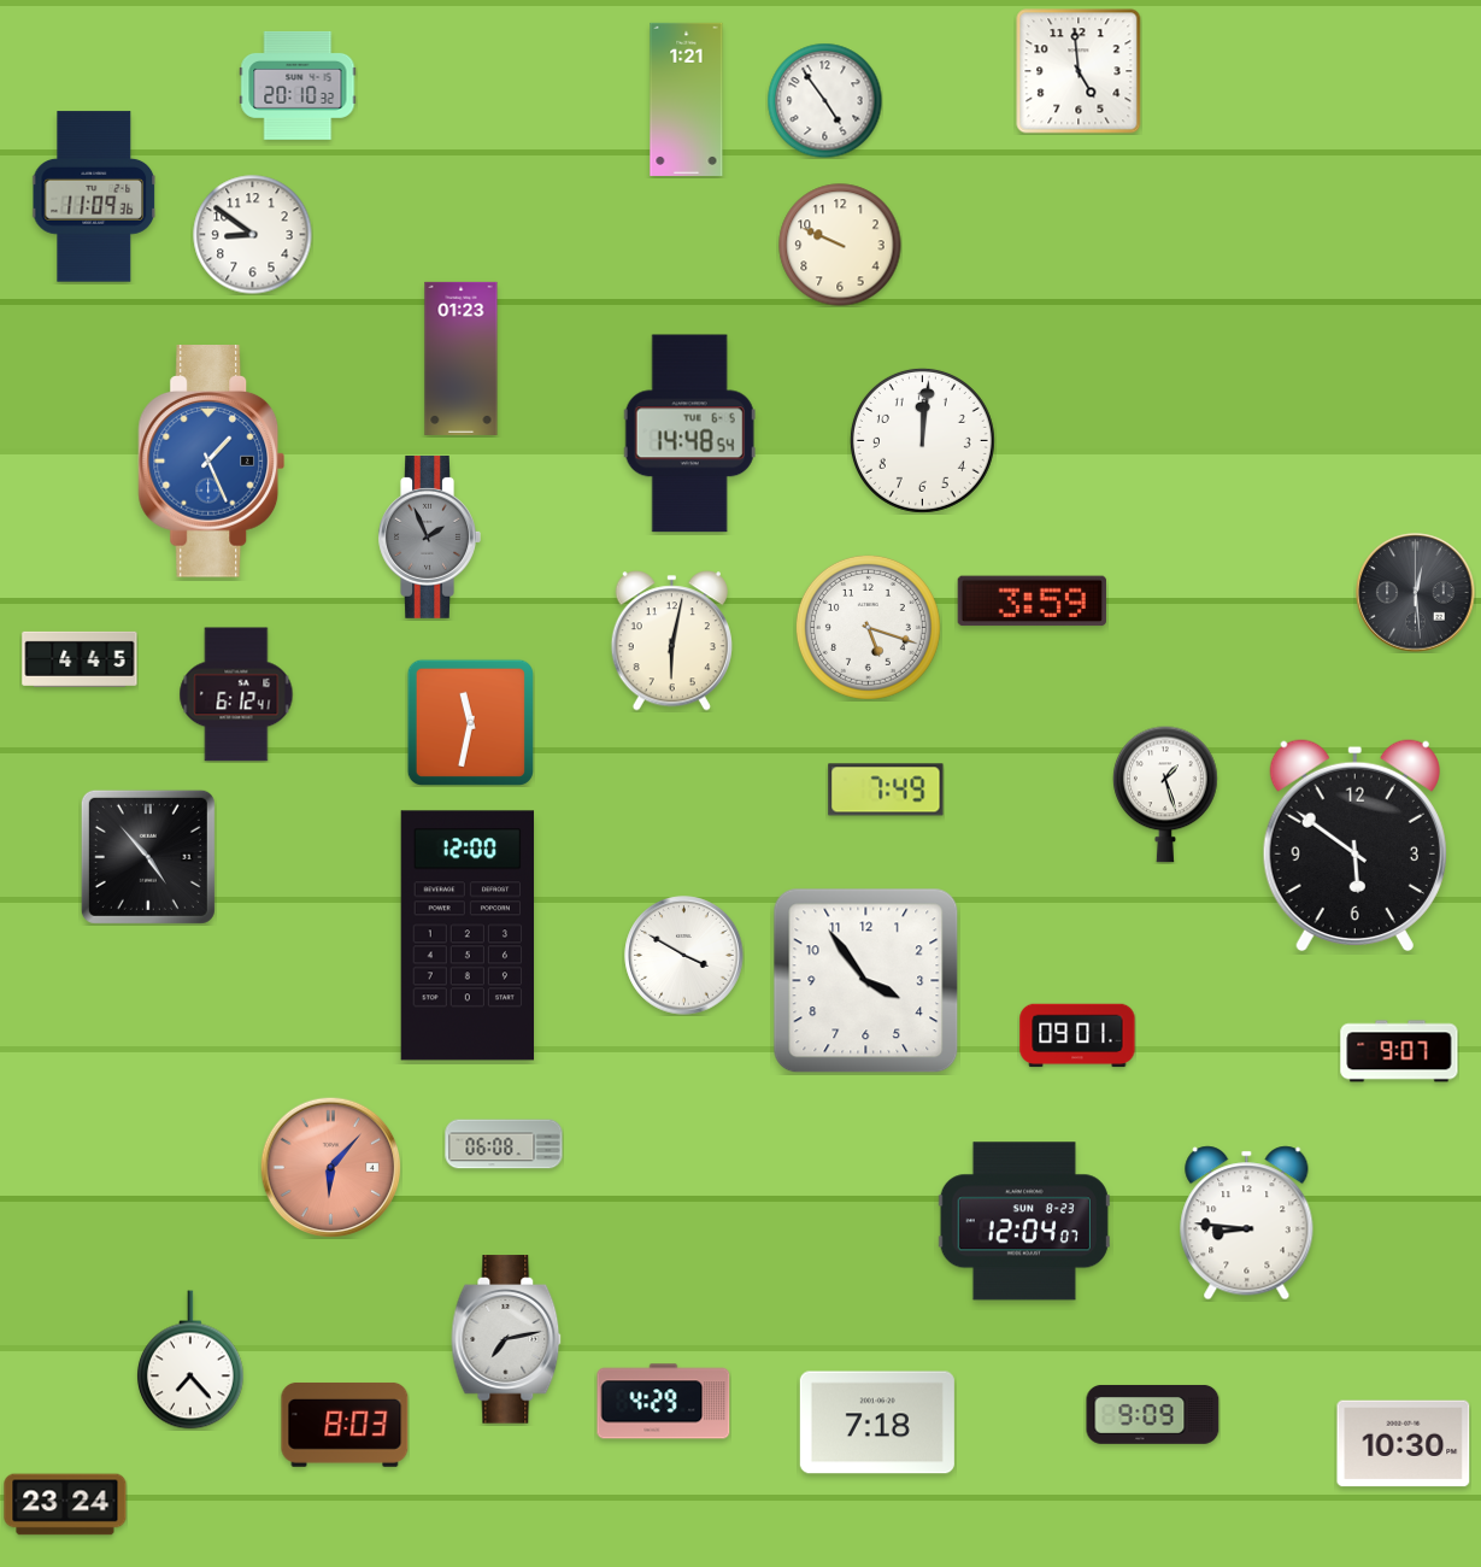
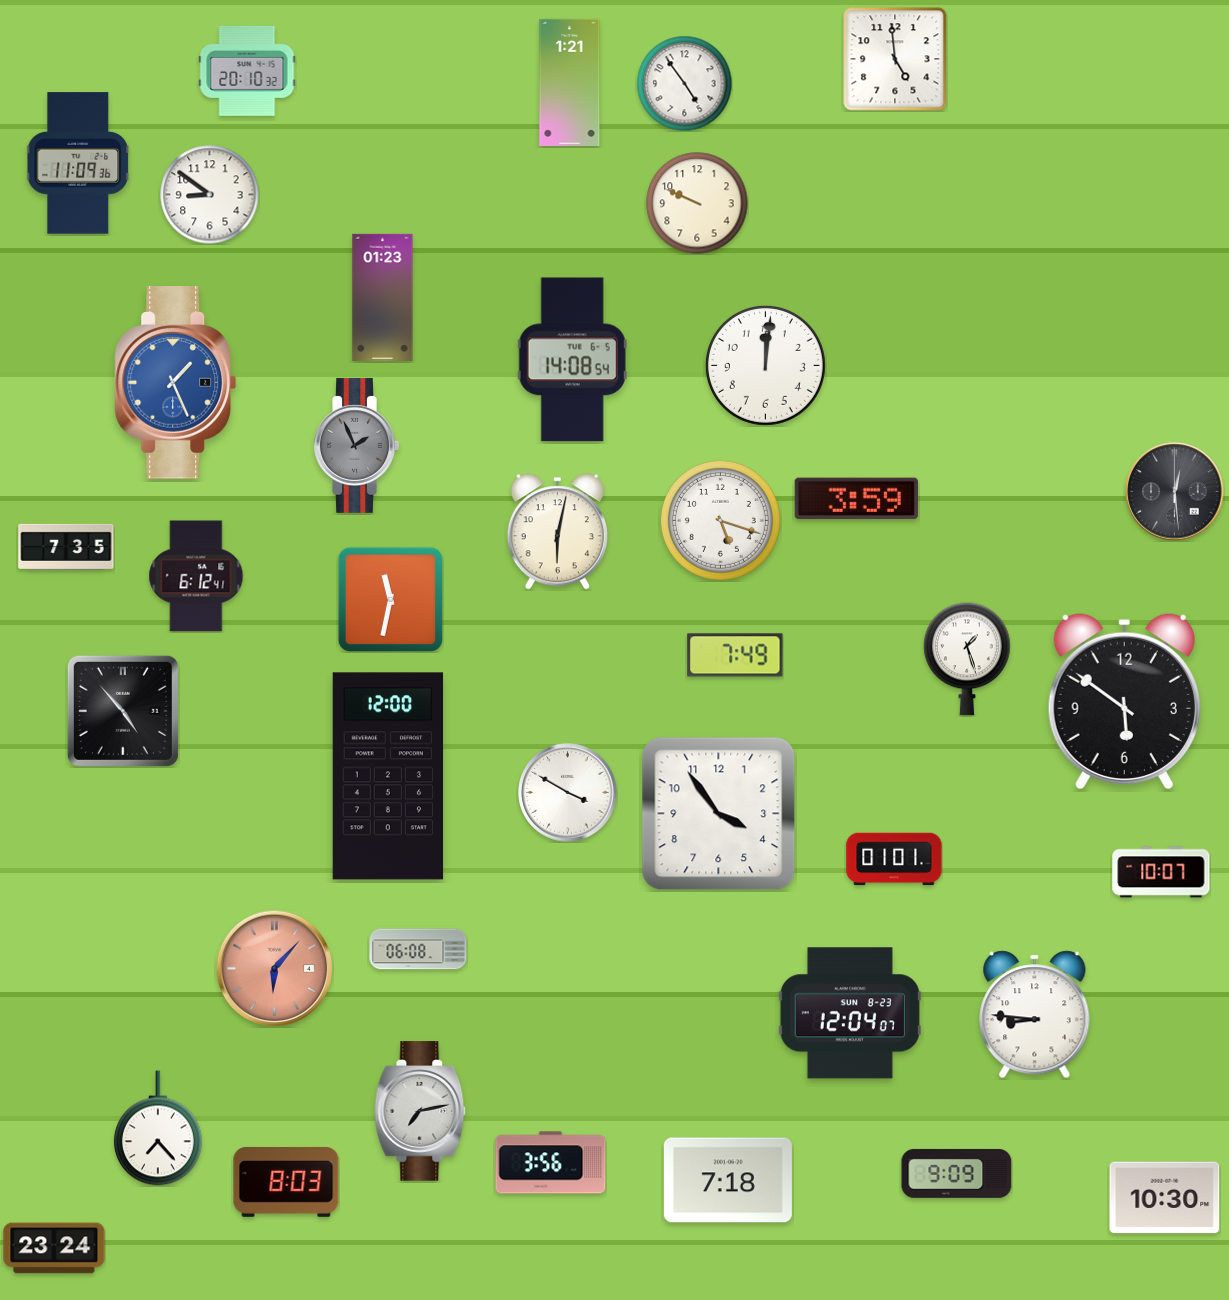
clock at (689, 434): 14:48 -> 14:08
clock at (80, 659): 4:45 -> 7:35
clock at (1077, 1035): 09:01 -> 01:01
clock at (1399, 1051): 9:07 -> 10:07
clock at (664, 1402): 4:29 -> 3:56
